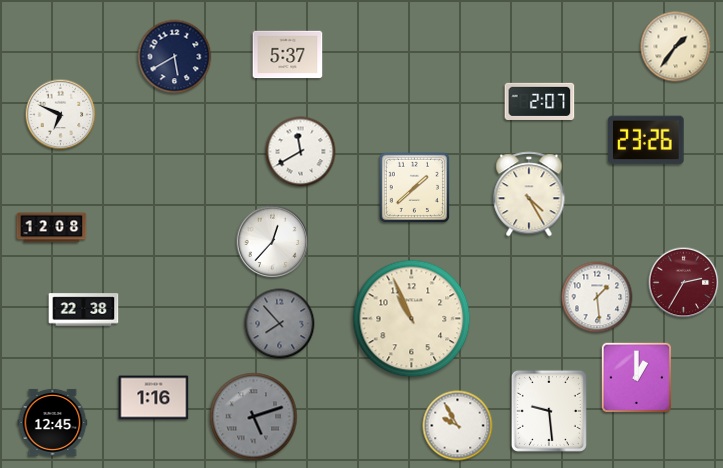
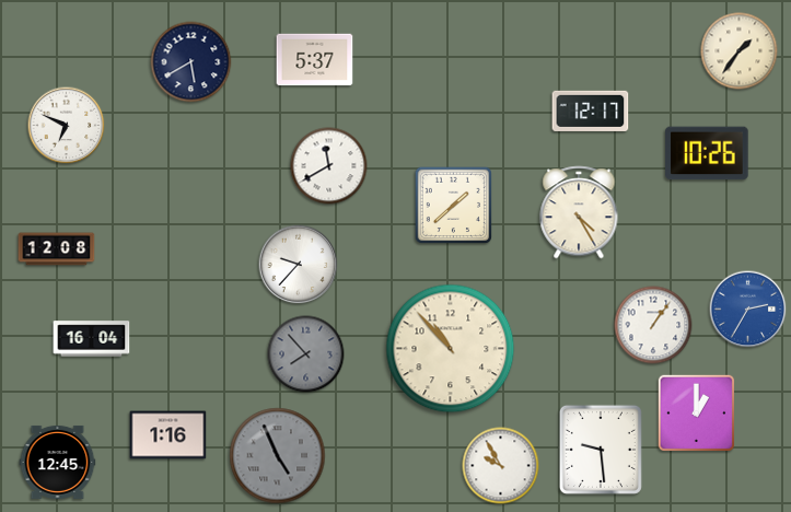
clock at (540, 101): 2:07 -> 12:17
clock at (646, 140): 23:26 -> 10:26
clock at (273, 242): 12:37 -> 9:37
clock at (684, 283) dial: burgundy -> blue
clock at (597, 297): 1:29 -> 1:06
clock at (84, 310): 22:38 -> 16:04
clock at (412, 319): 10:56 -> 10:53
clock at (254, 417): 5:12 -> 4:56
